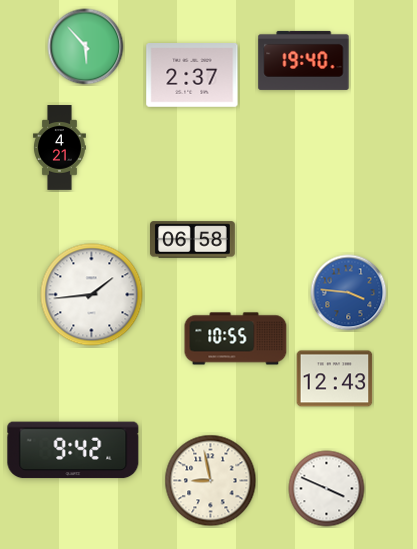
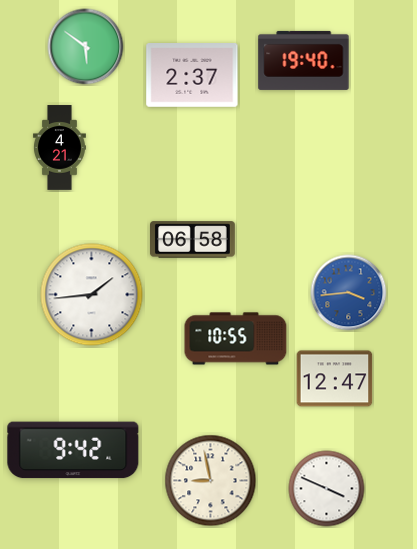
clock at (86, 47): 5:53 -> 5:51
clock at (349, 293): 3:46 -> 3:44
clock at (335, 379): 12:43 -> 12:47
